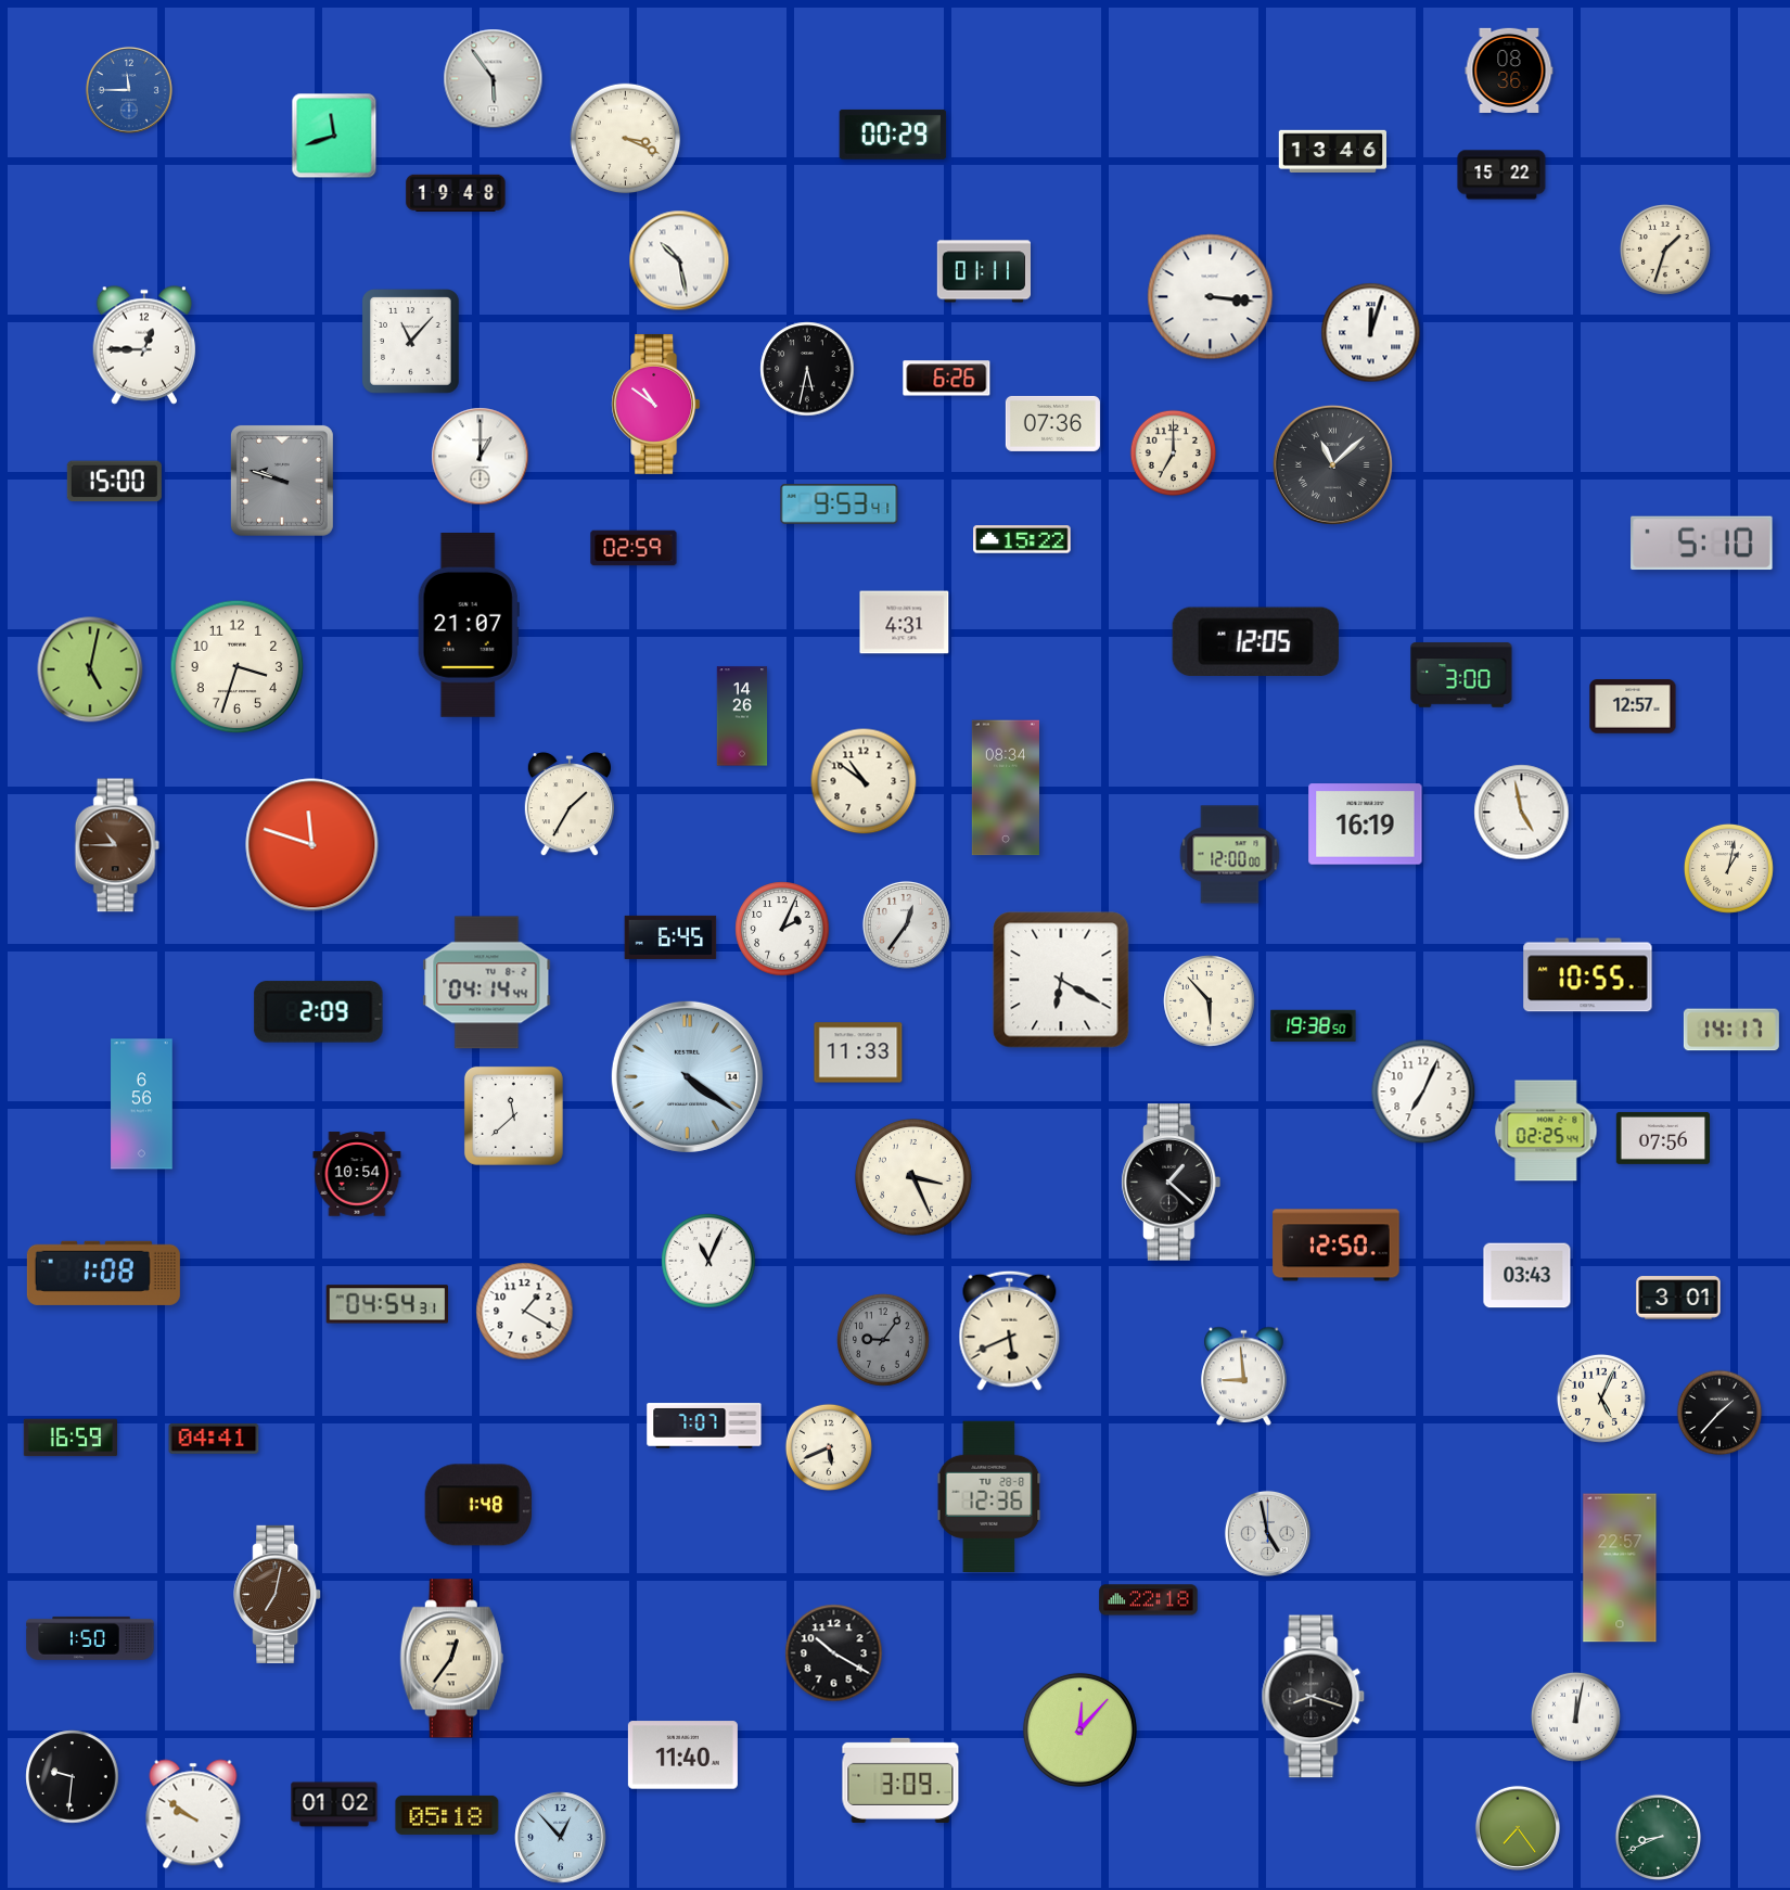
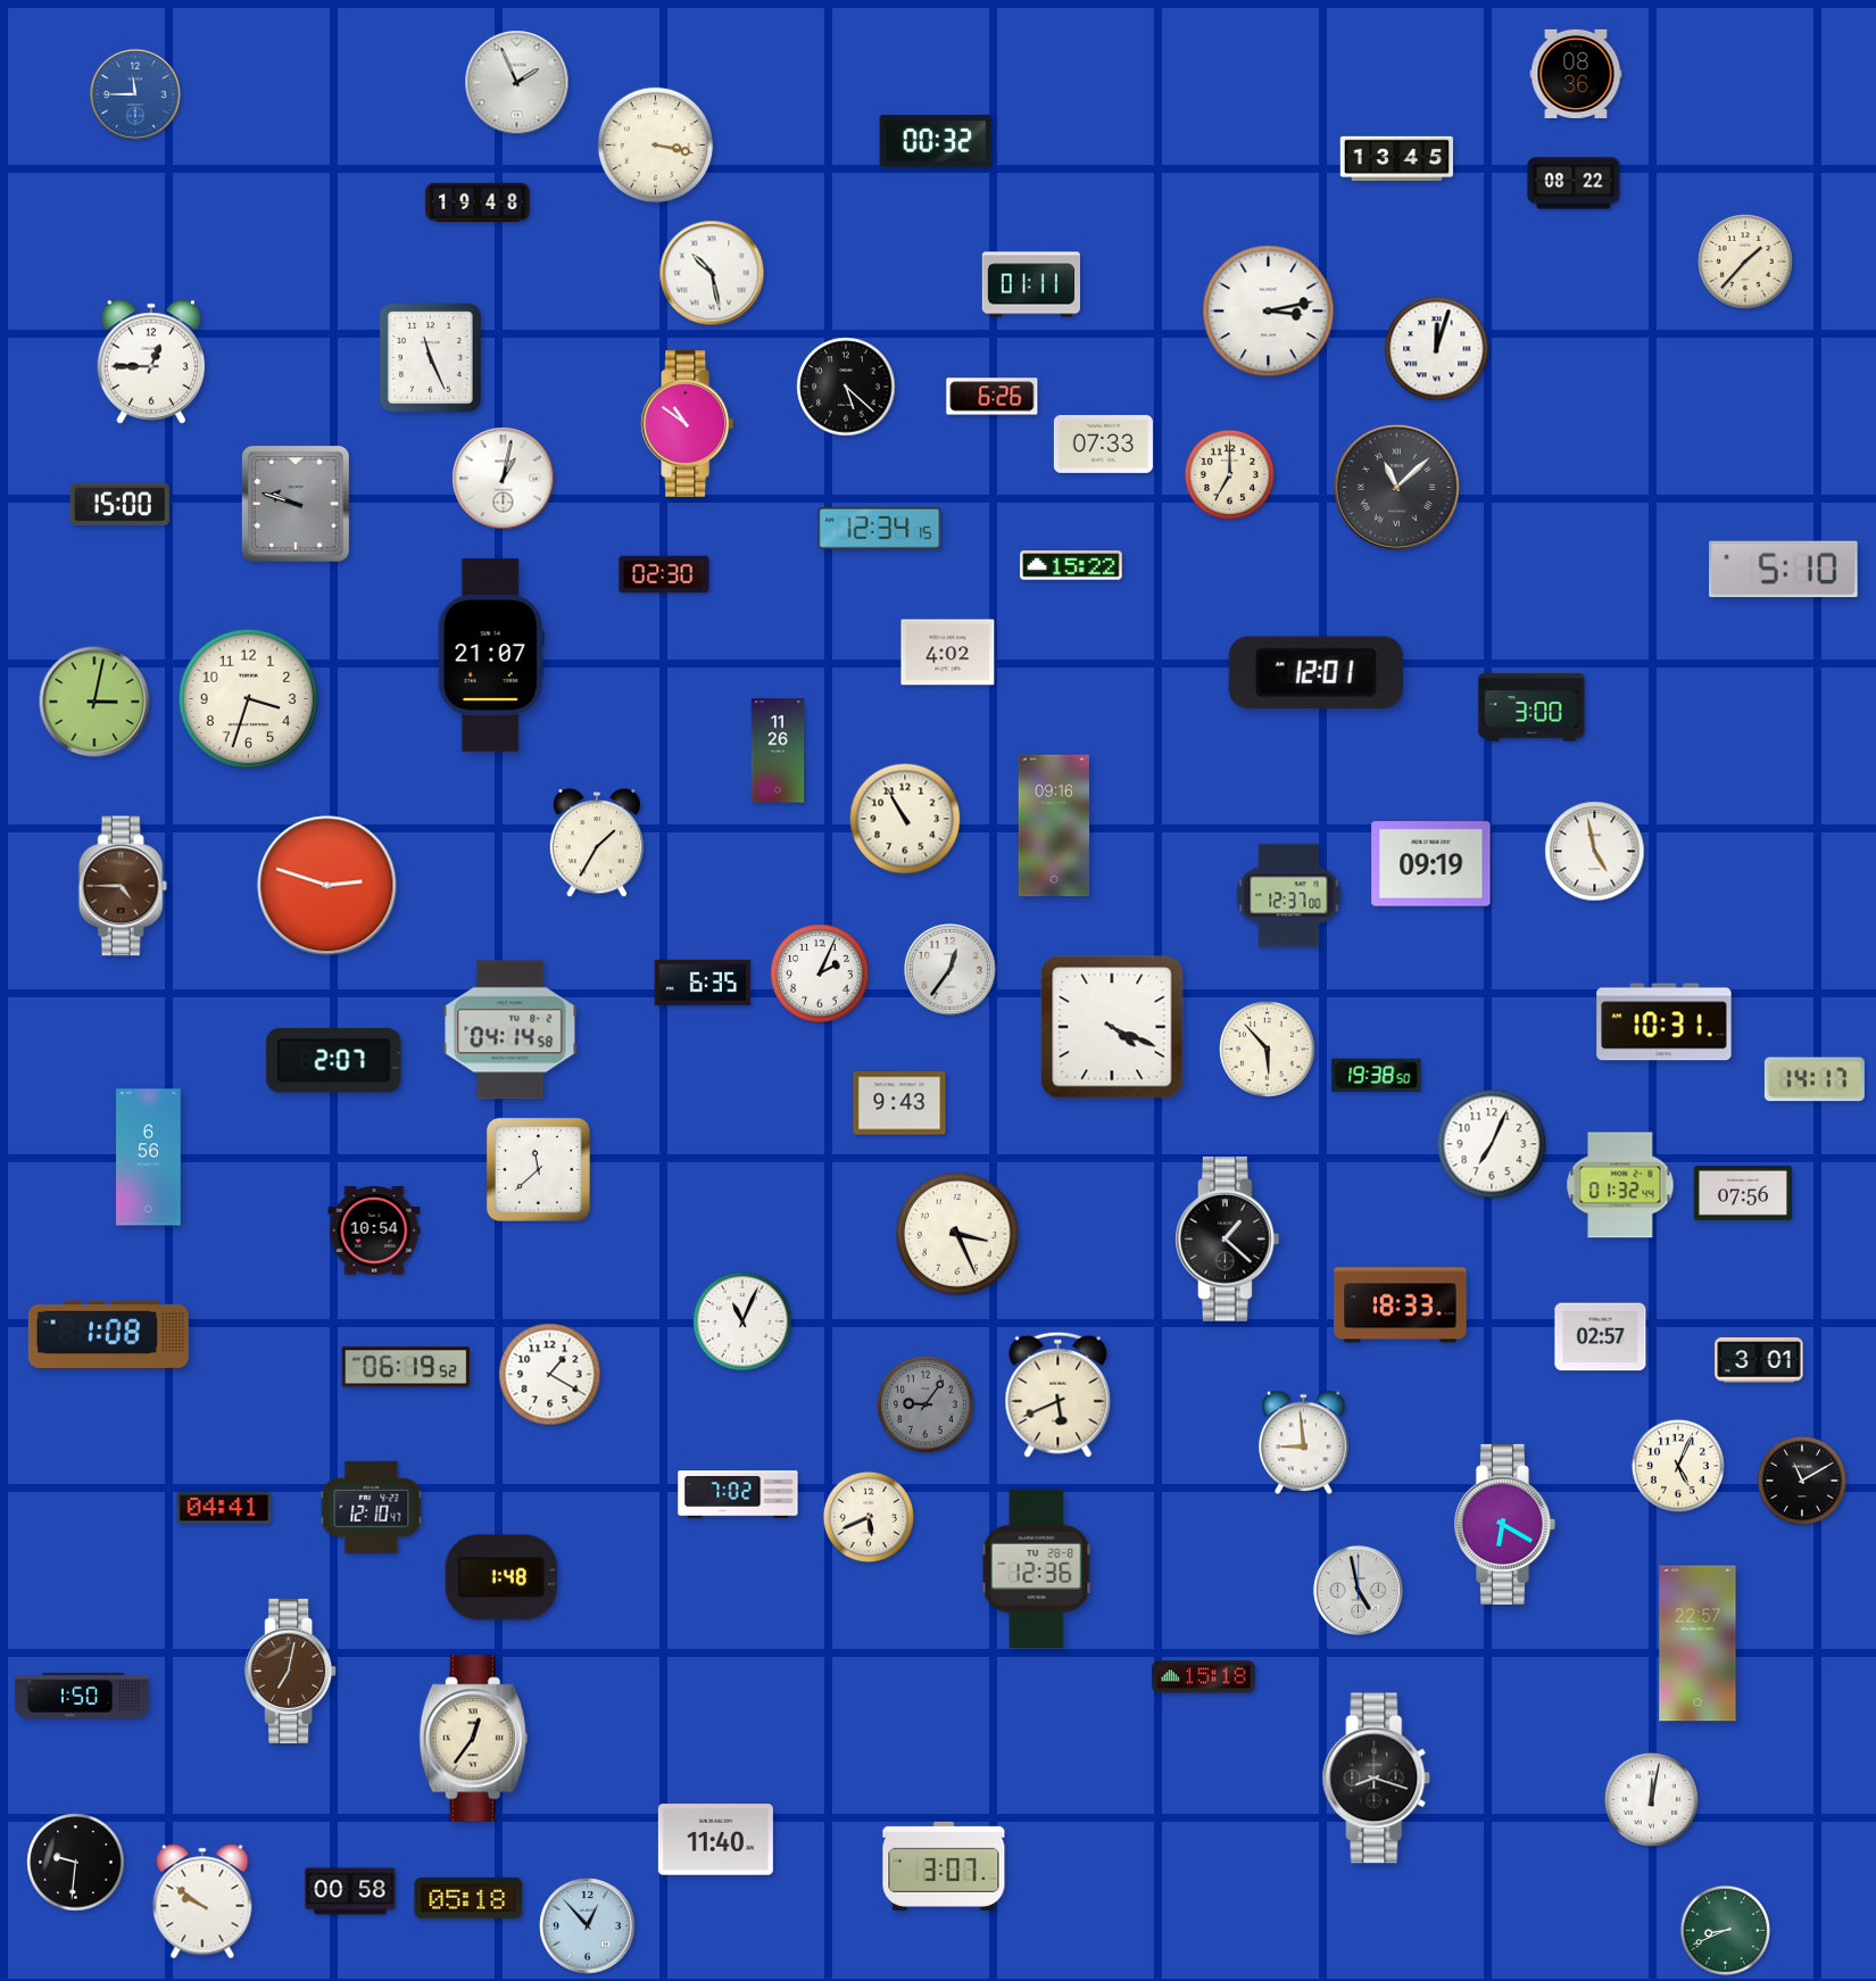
clock at (1509, 71) position: (1509, 71) -> (1576, 74)
clock at (494, 79): 5:54 -> 1:56
clock at (893, 135): 00:29 -> 00:32
clock at (334, 136): 11:42 -> none
clock at (626, 139): 3:19 -> 3:17
clock at (1332, 151): 13:46 -> 13:45
clock at (1501, 175): 15:22 -> 08:22
clock at (1666, 251): 1:33 -> 1:37
clock at (1211, 297): 3:16 -> 3:13
clock at (411, 342): 11:07 -> 11:26
clock at (807, 369): 5:32 -> 5:22
clock at (1052, 423): 07:36 -> 07:33
clock at (481, 457): 1:00 -> 1:02
clock at (840, 503): 9:53 -> 12:34
clock at (634, 548): 02:59 -> 02:30
clock at (905, 623): 4:31 -> 4:02
clock at (1255, 641): 12:05 -> 12:01
clock at (90, 669): 5:02 -> 3:02
clock at (1633, 706): 12:57 -> none
clock at (742, 716): 14:26 -> 11:26
clock at (864, 781): 10:51 -> 10:55
clock at (1006, 788): 08:34 -> 09:16
clock at (1366, 825): 16:19 -> 09:19
clock at (117, 845): 10:45 -> 4:45
clock at (312, 845): 11:48 -> 2:48
clock at (1230, 855): 12:00 -> 12:37
clock at (1728, 868): 1:02 -> none
clock at (670, 937): 6:45 -> 6:35
clock at (1588, 975): 10:55 -> 10:31
clock at (1061, 980): 6:20 -> 4:19
clock at (487, 983): 04:14:44 -> 04:14:58
clock at (319, 1012): 2:09 -> 2:07
clock at (858, 1052): 11:33 -> 9:43
clock at (687, 1076): 4:21 -> none
clock at (1546, 1131): 02:25 -> 01:32
clock at (1337, 1246): 12:50 -> 18:33
clock at (1527, 1276): 03:43 -> 02:57
clock at (386, 1304): 04:54 -> 06:19
clock at (1719, 1413): 1:37 -> 11:10
clock at (704, 1426): 7:07 -> 7:02
clock at (69, 1438): 16:59 -> none
clock at (372, 1508): none -> 12:10
clock at (1504, 1524): none -> 6:20
clock at (1267, 1533) position: (1267, 1533) -> (1358, 1590)
clock at (1149, 1600): 22:18 -> 15:18
clock at (90, 1638) position: (90, 1638) -> (82, 1696)
clock at (834, 1653): 10:20 -> none
clock at (1079, 1729): 12:07 -> none
clock at (900, 1780): 3:09 -> 3:07
clock at (334, 1804): 01:02 -> 00:58
clock at (447, 1815) position: (447, 1815) -> (468, 1898)
clock at (1518, 1828): 7:24 -> none
clock at (1659, 1838) position: (1659, 1838) -> (1726, 1931)
